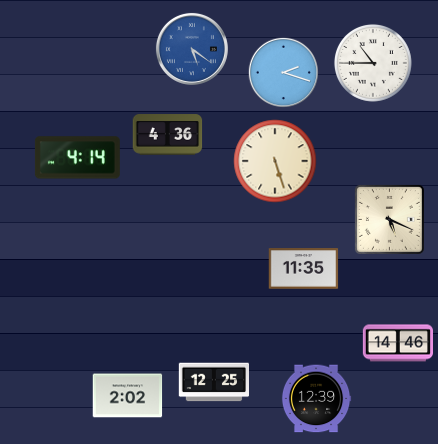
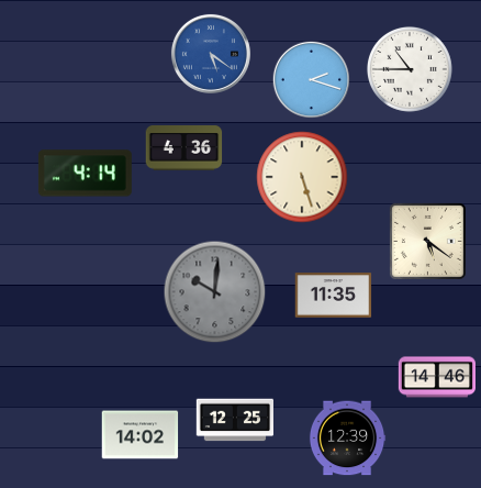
clock at (389, 219): 5:19 -> 5:21
clock at (215, 292): none -> 10:01
clock at (128, 396): 2:02 -> 14:02
